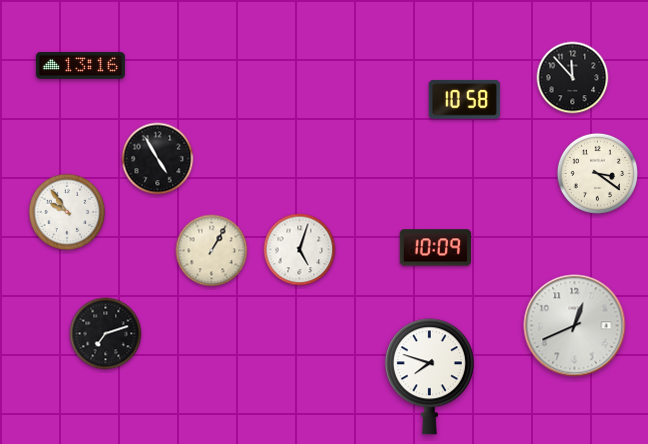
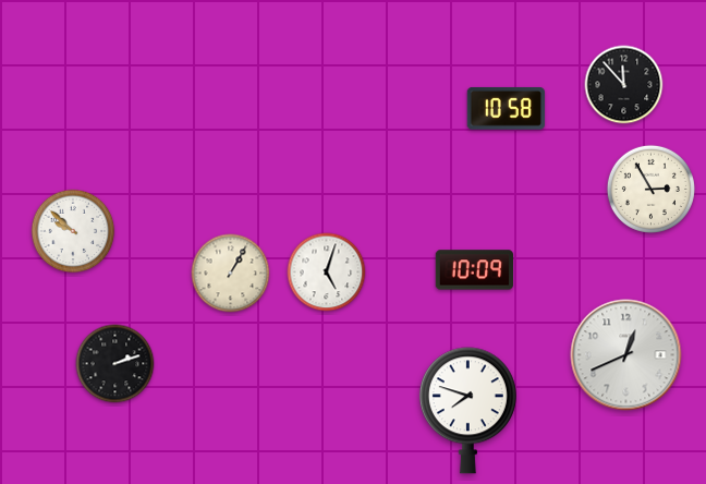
clock at (80, 66): 13:16 -> none
clock at (158, 159): 4:55 -> none
clock at (597, 173): 3:21 -> 2:55
clock at (67, 212): 9:54 -> 9:52
clock at (106, 334): 7:12 -> 2:12
